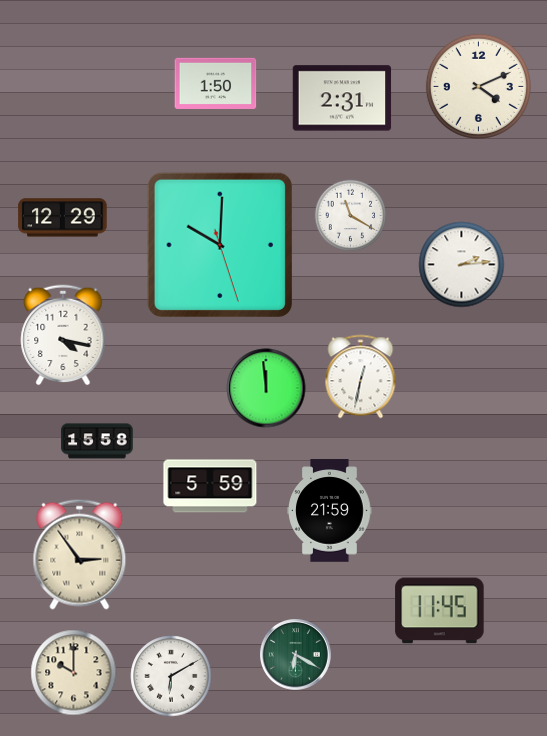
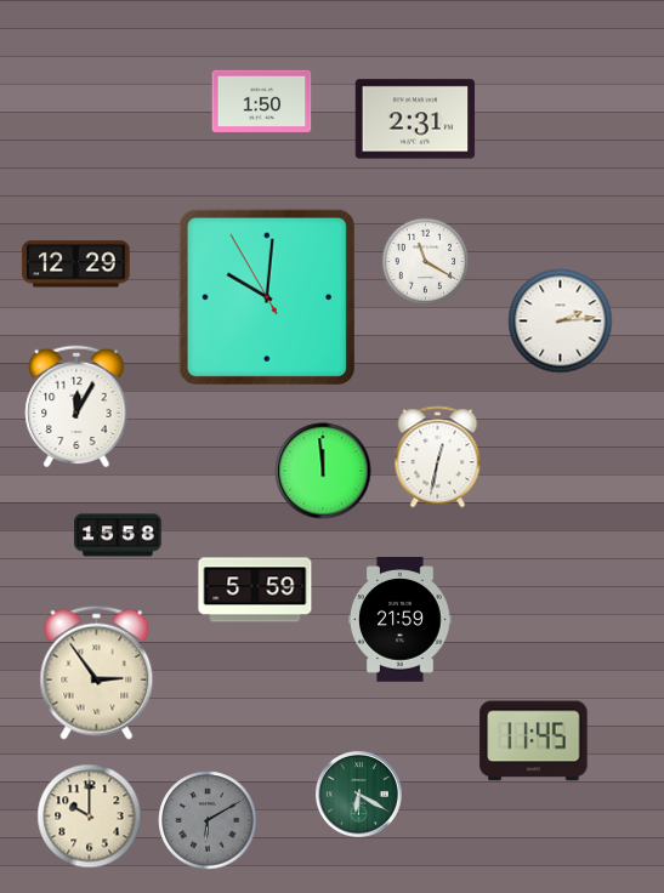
clock at (478, 86): 4:11 -> none
clock at (219, 244): 10:00:27 -> 10:00:55
clock at (63, 335): 4:17 -> 12:05
clock at (171, 676) dial: white -> grey
